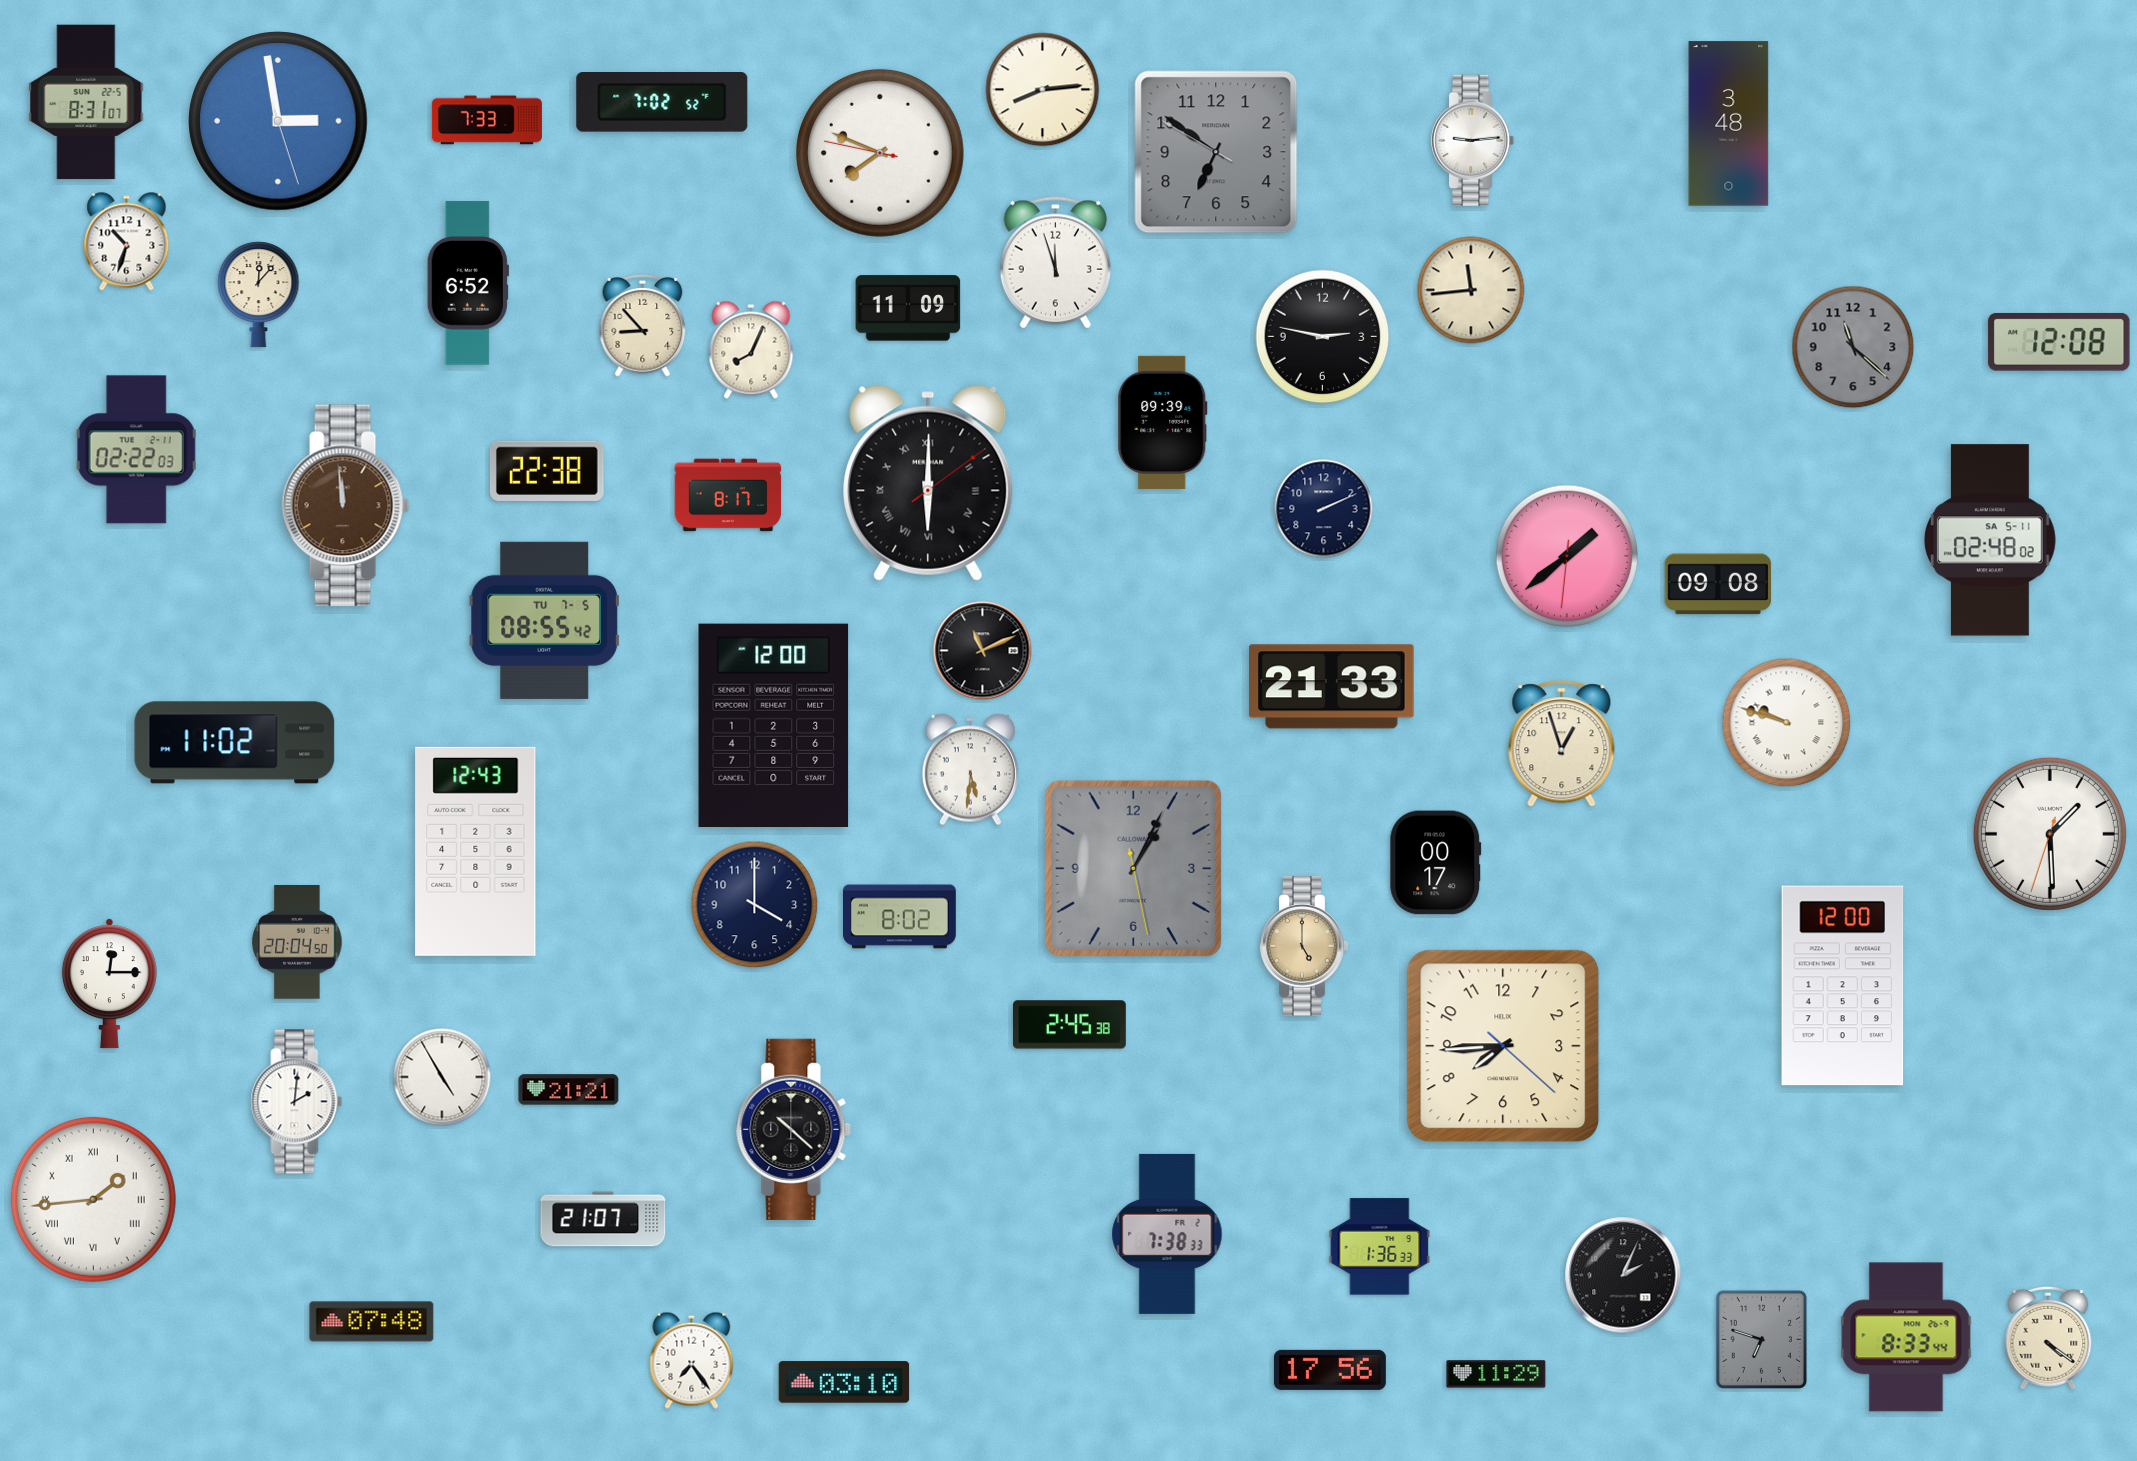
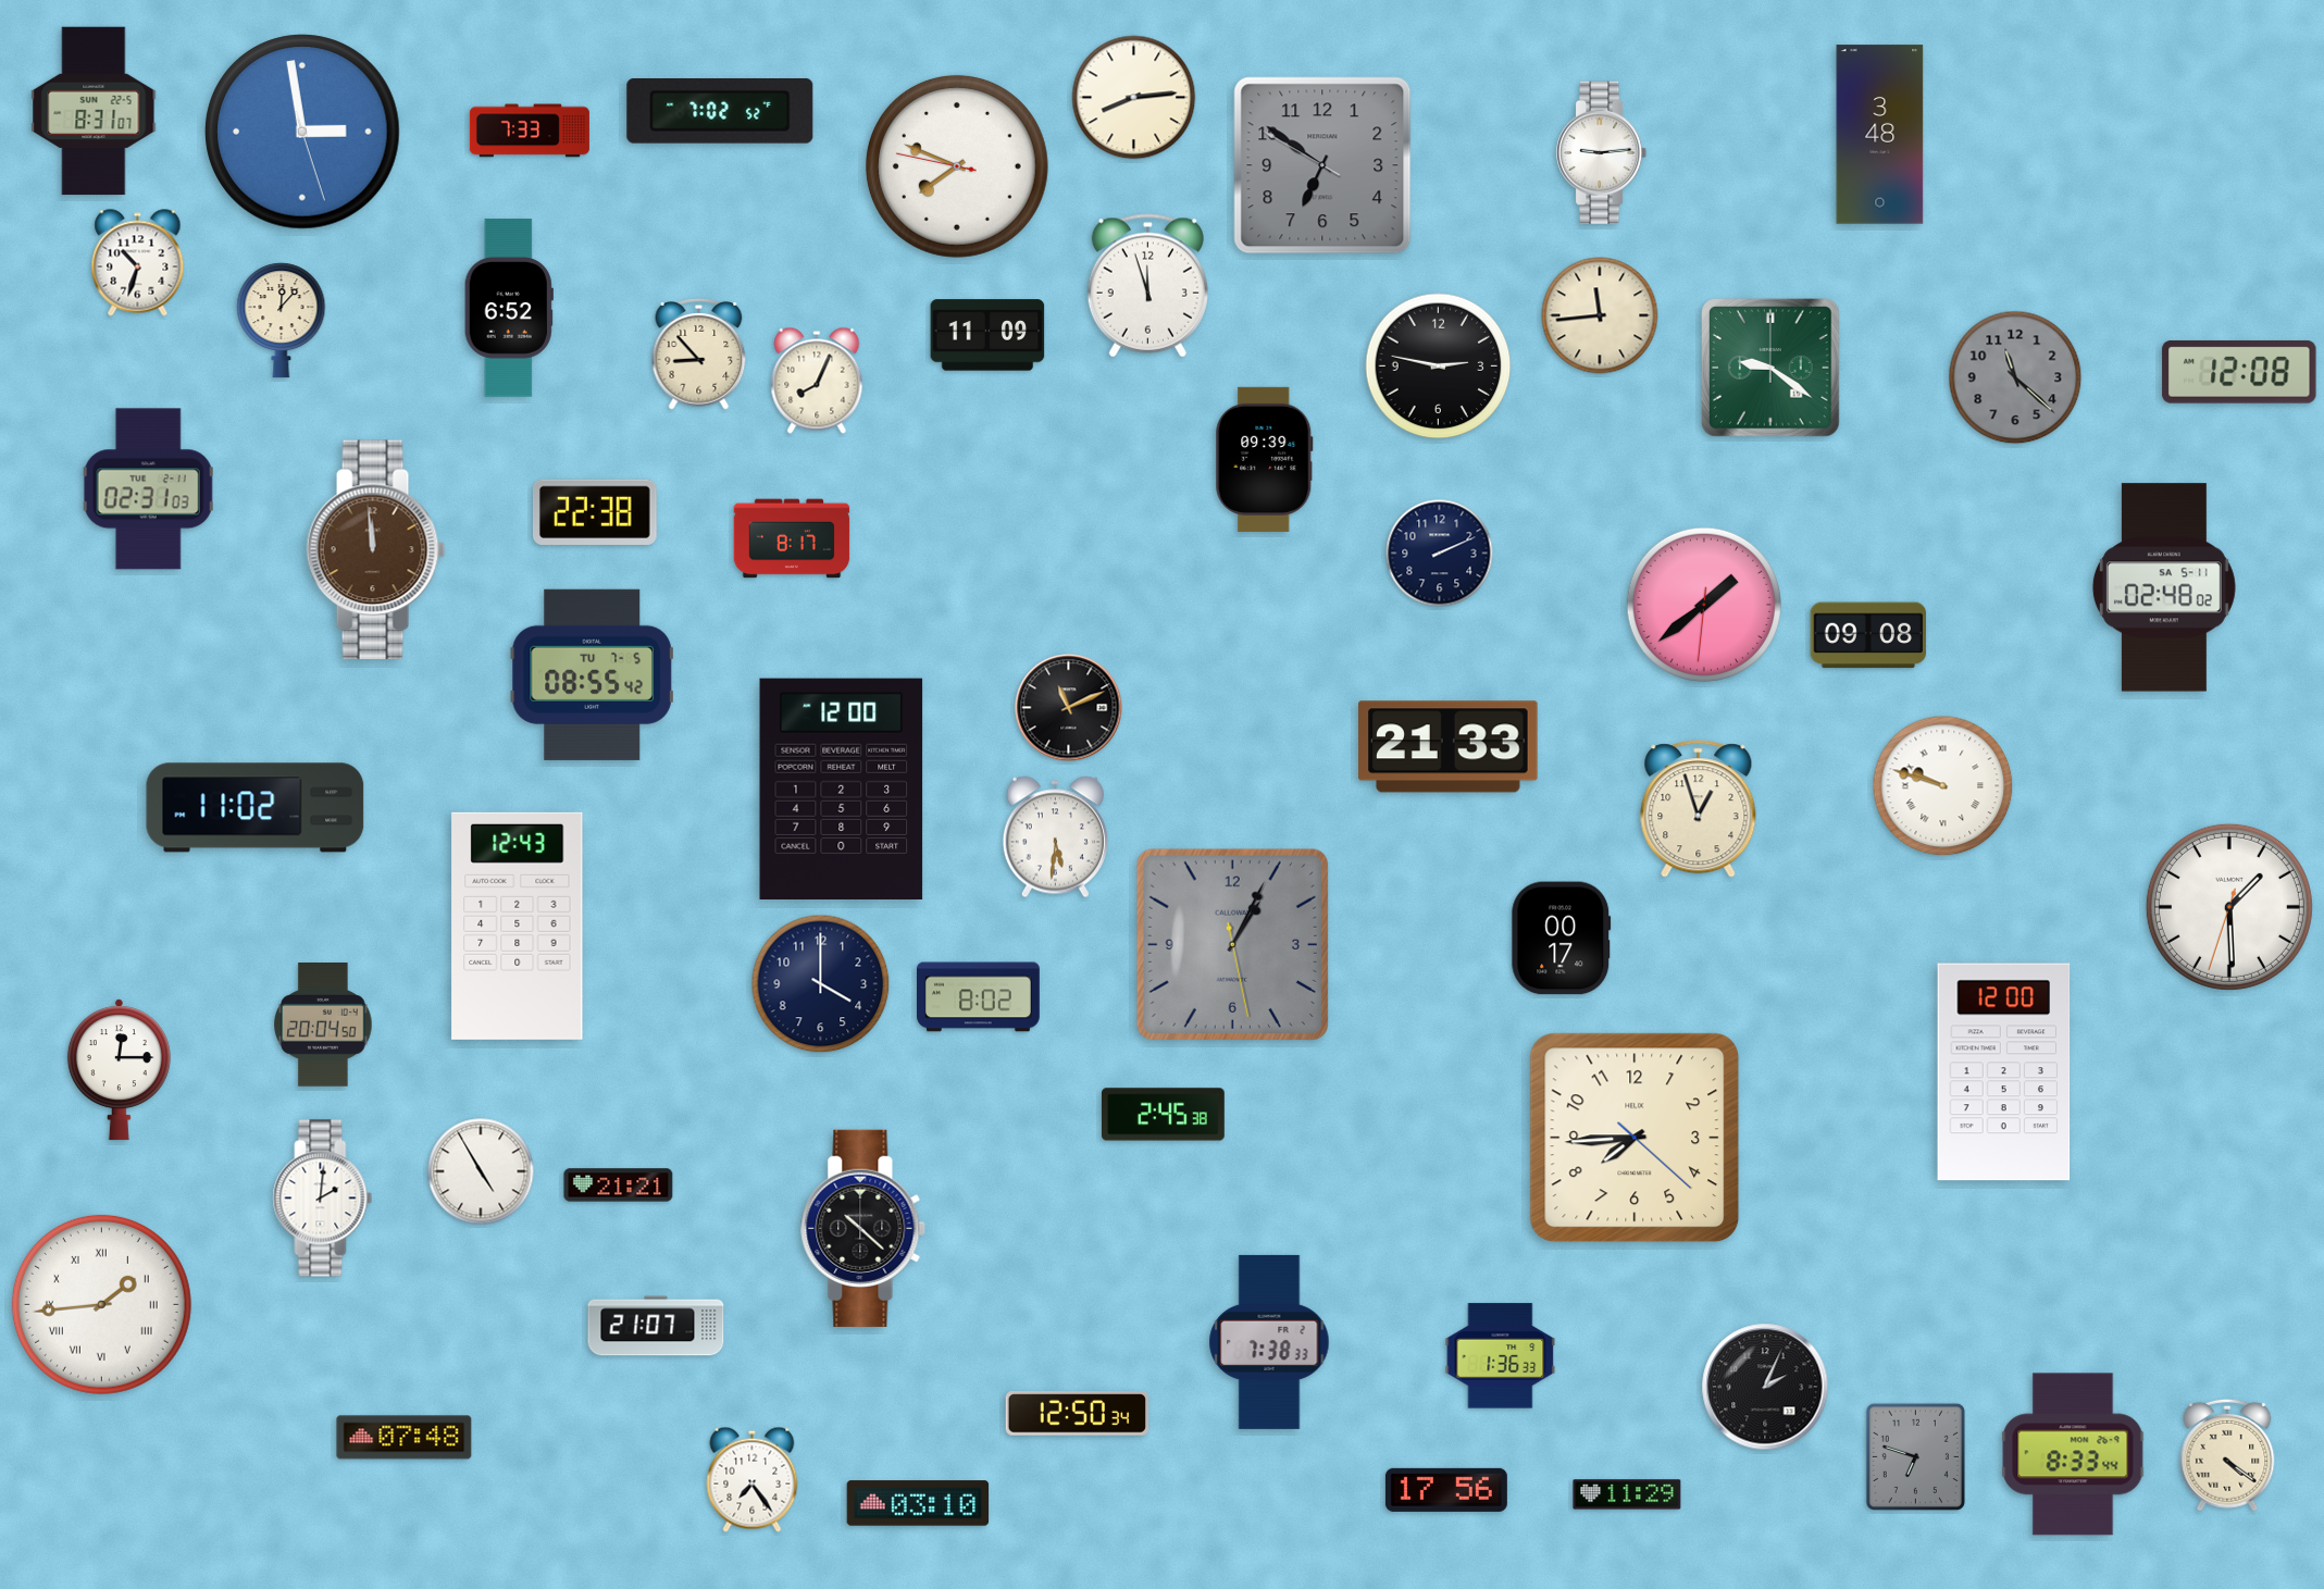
clock at (1772, 369): none -> 9:21
clock at (136, 450): 02:22 -> 02:31
clock at (928, 483): 6:00 -> none
clock at (1304, 946): 5:00 -> none
clock at (1077, 1414): none -> 12:50
